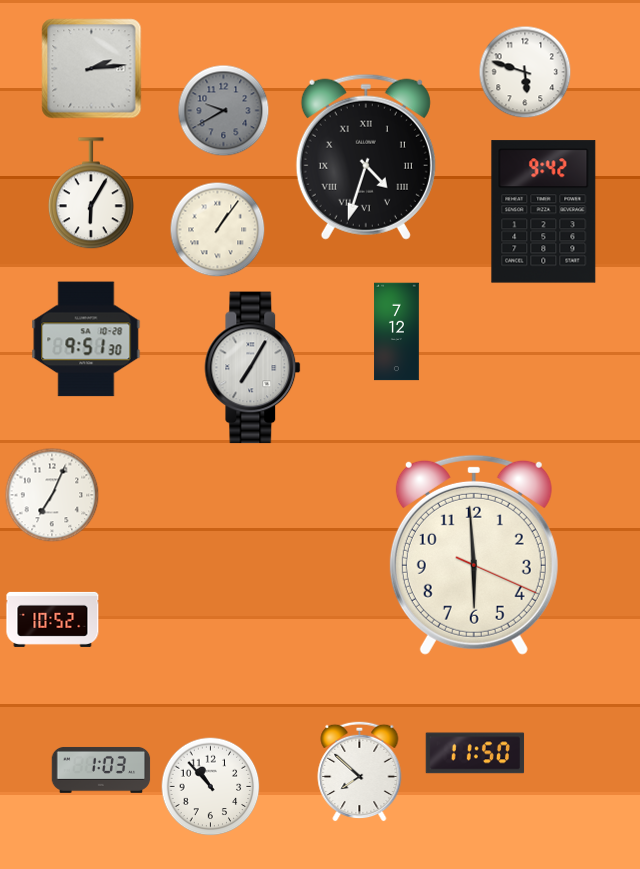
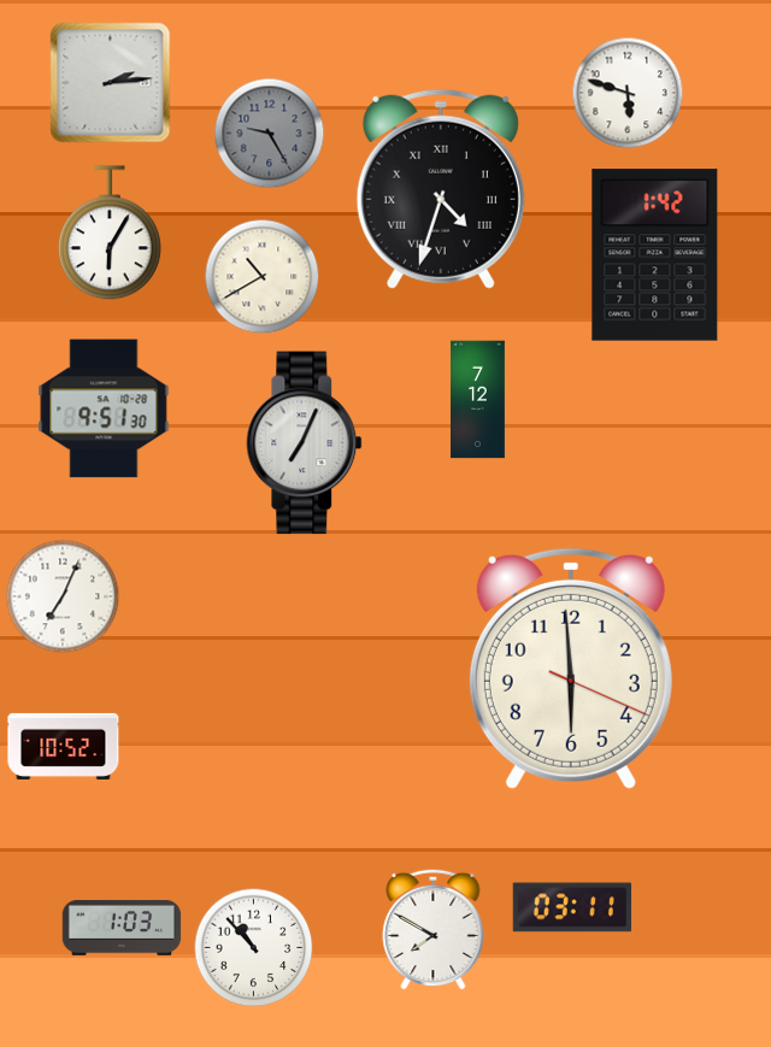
clock at (525, 72) position: (525, 72) -> (628, 93)
clock at (224, 111): 9:40 -> 9:25
clock at (544, 212): 9:42 -> 1:42
clock at (218, 230): 1:06 -> 10:40
clock at (253, 368): 7:05 -> 7:04
clock at (475, 753): 11:50 -> 03:11
clock at (360, 771): 7:52 -> 7:50
